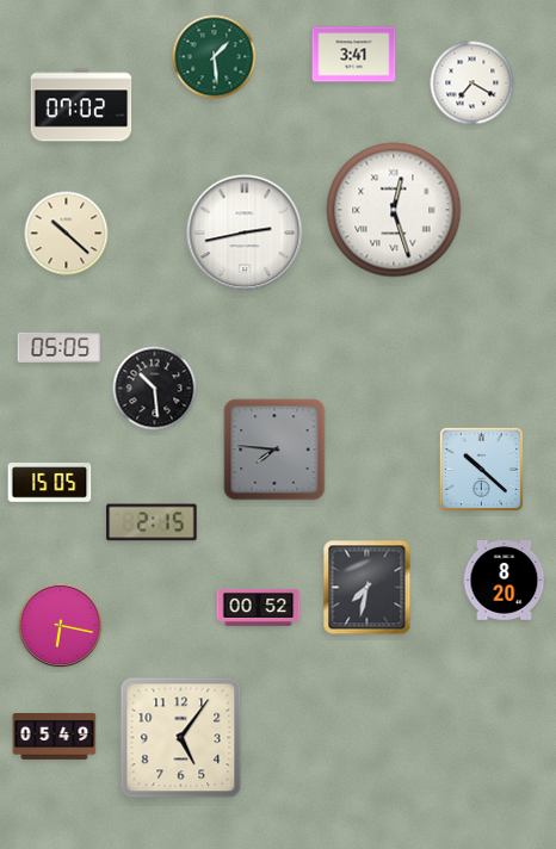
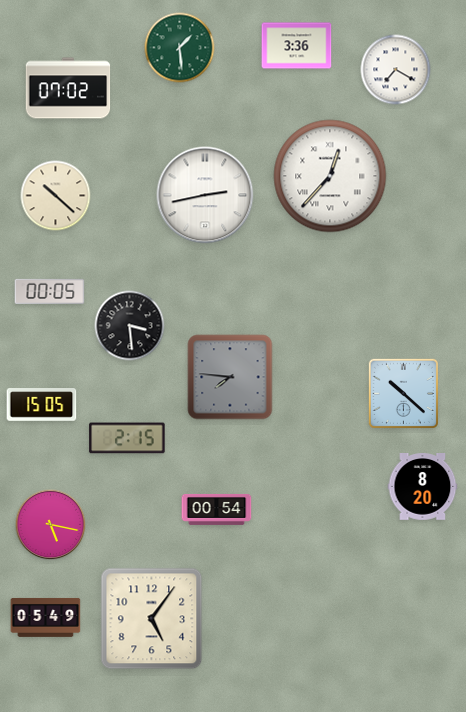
clock at (354, 55): 3:41 -> 3:36
clock at (394, 210): 12:27 -> 12:37
clock at (60, 347): 05:05 -> 00:05
clock at (155, 389): 10:29 -> 3:29
clock at (367, 588): 7:32 -> none
clock at (259, 607): 00:52 -> 00:54
clock at (61, 626): 6:17 -> 5:17
